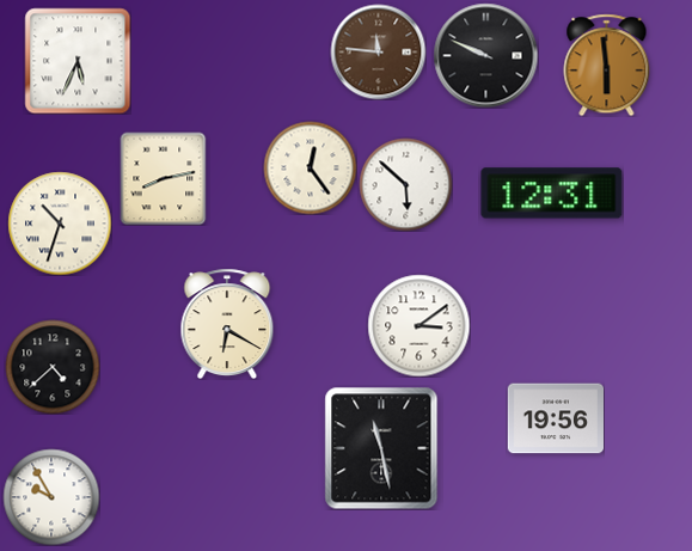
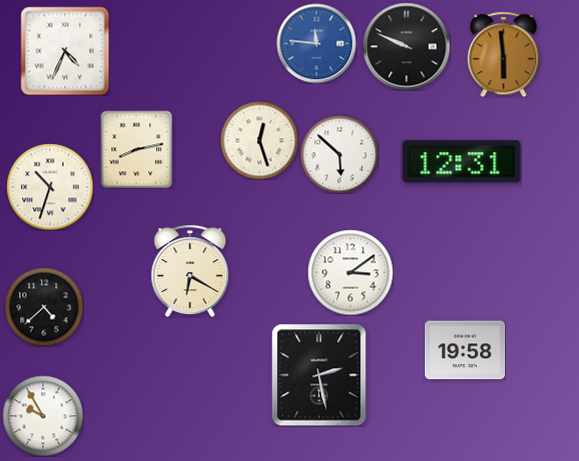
clock at (378, 51) dial: brown -> blue
clock at (78, 61): 5:34 -> 4:34
clock at (607, 65) position: (607, 65) -> (504, 54)
clock at (310, 167): 12:24 -> 12:27
clock at (555, 418): 19:56 -> 19:58
clock at (381, 448): 11:28 -> 2:28
